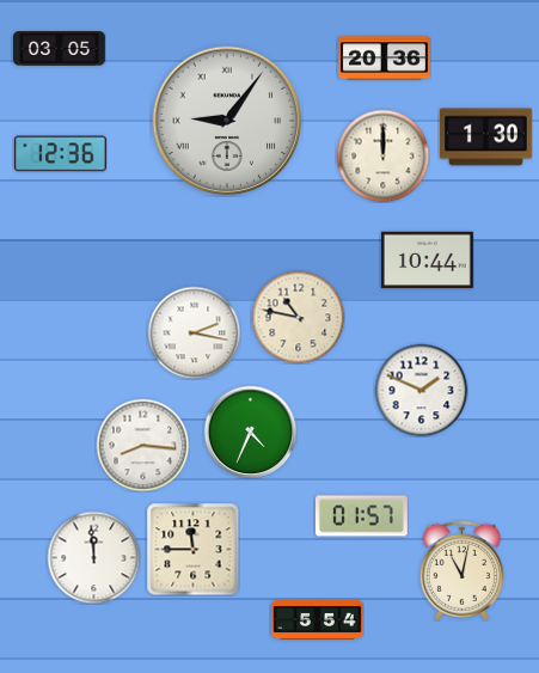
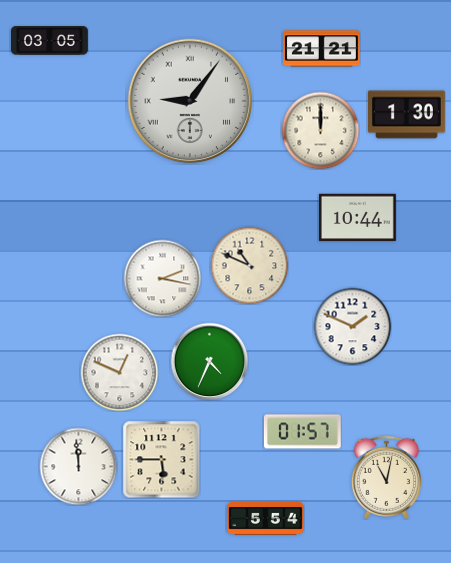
clock at (385, 59): 20:36 -> 21:21
clock at (60, 154): 12:36 -> none
clock at (298, 317): 10:47 -> 10:49
clock at (142, 445): 8:16 -> 12:49
clock at (192, 549): 11:45 -> 5:45
